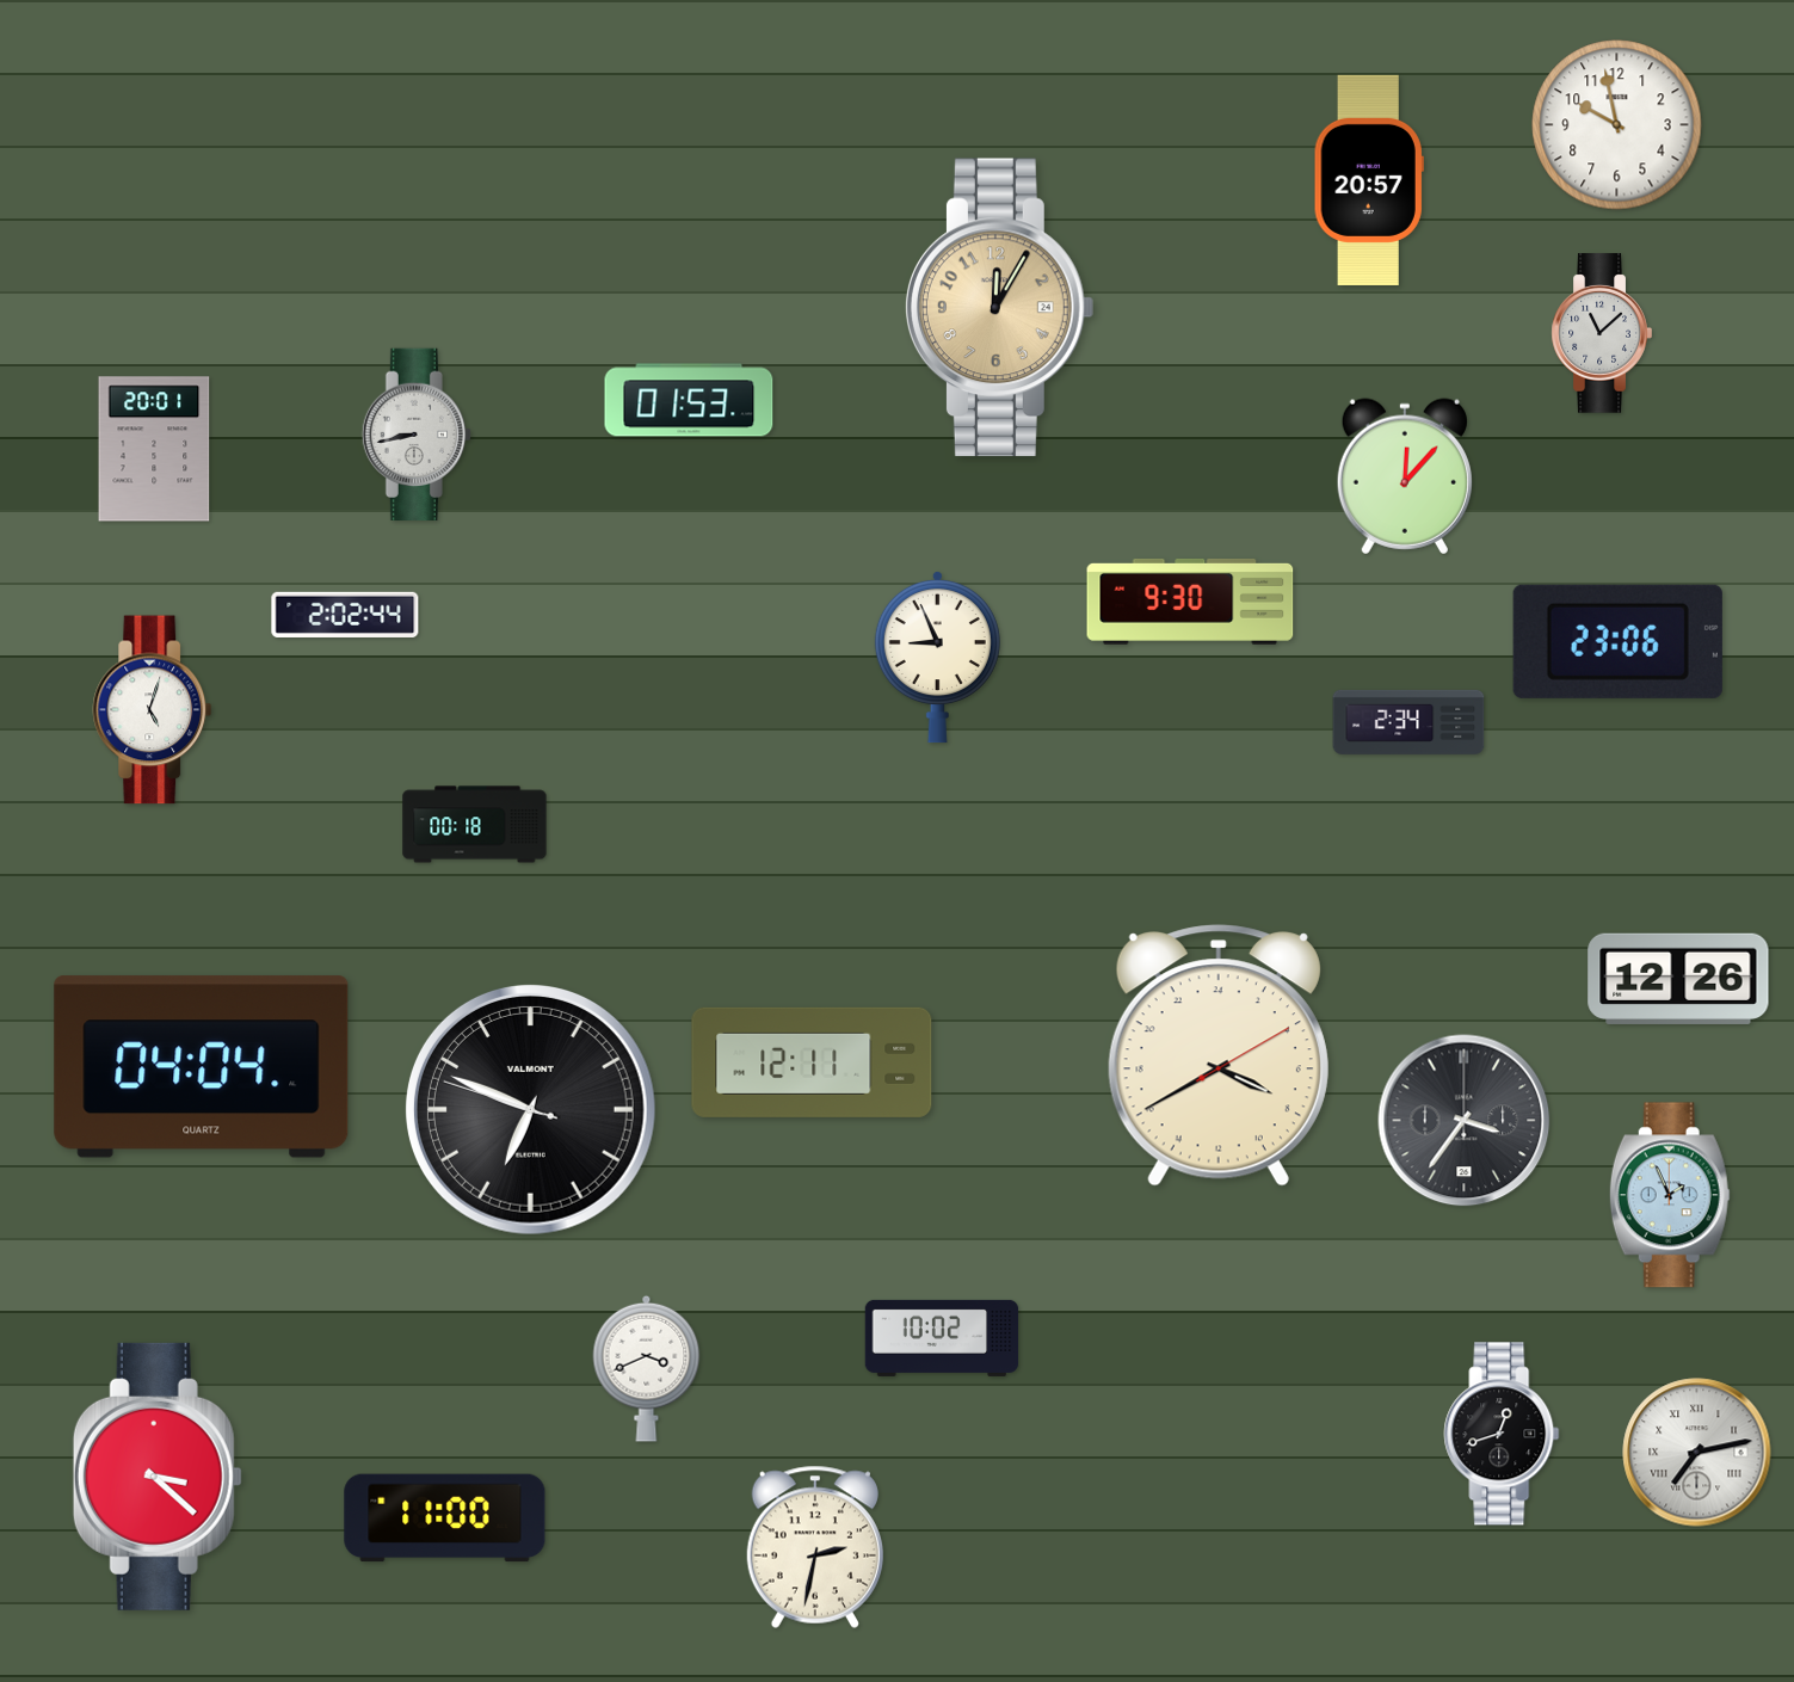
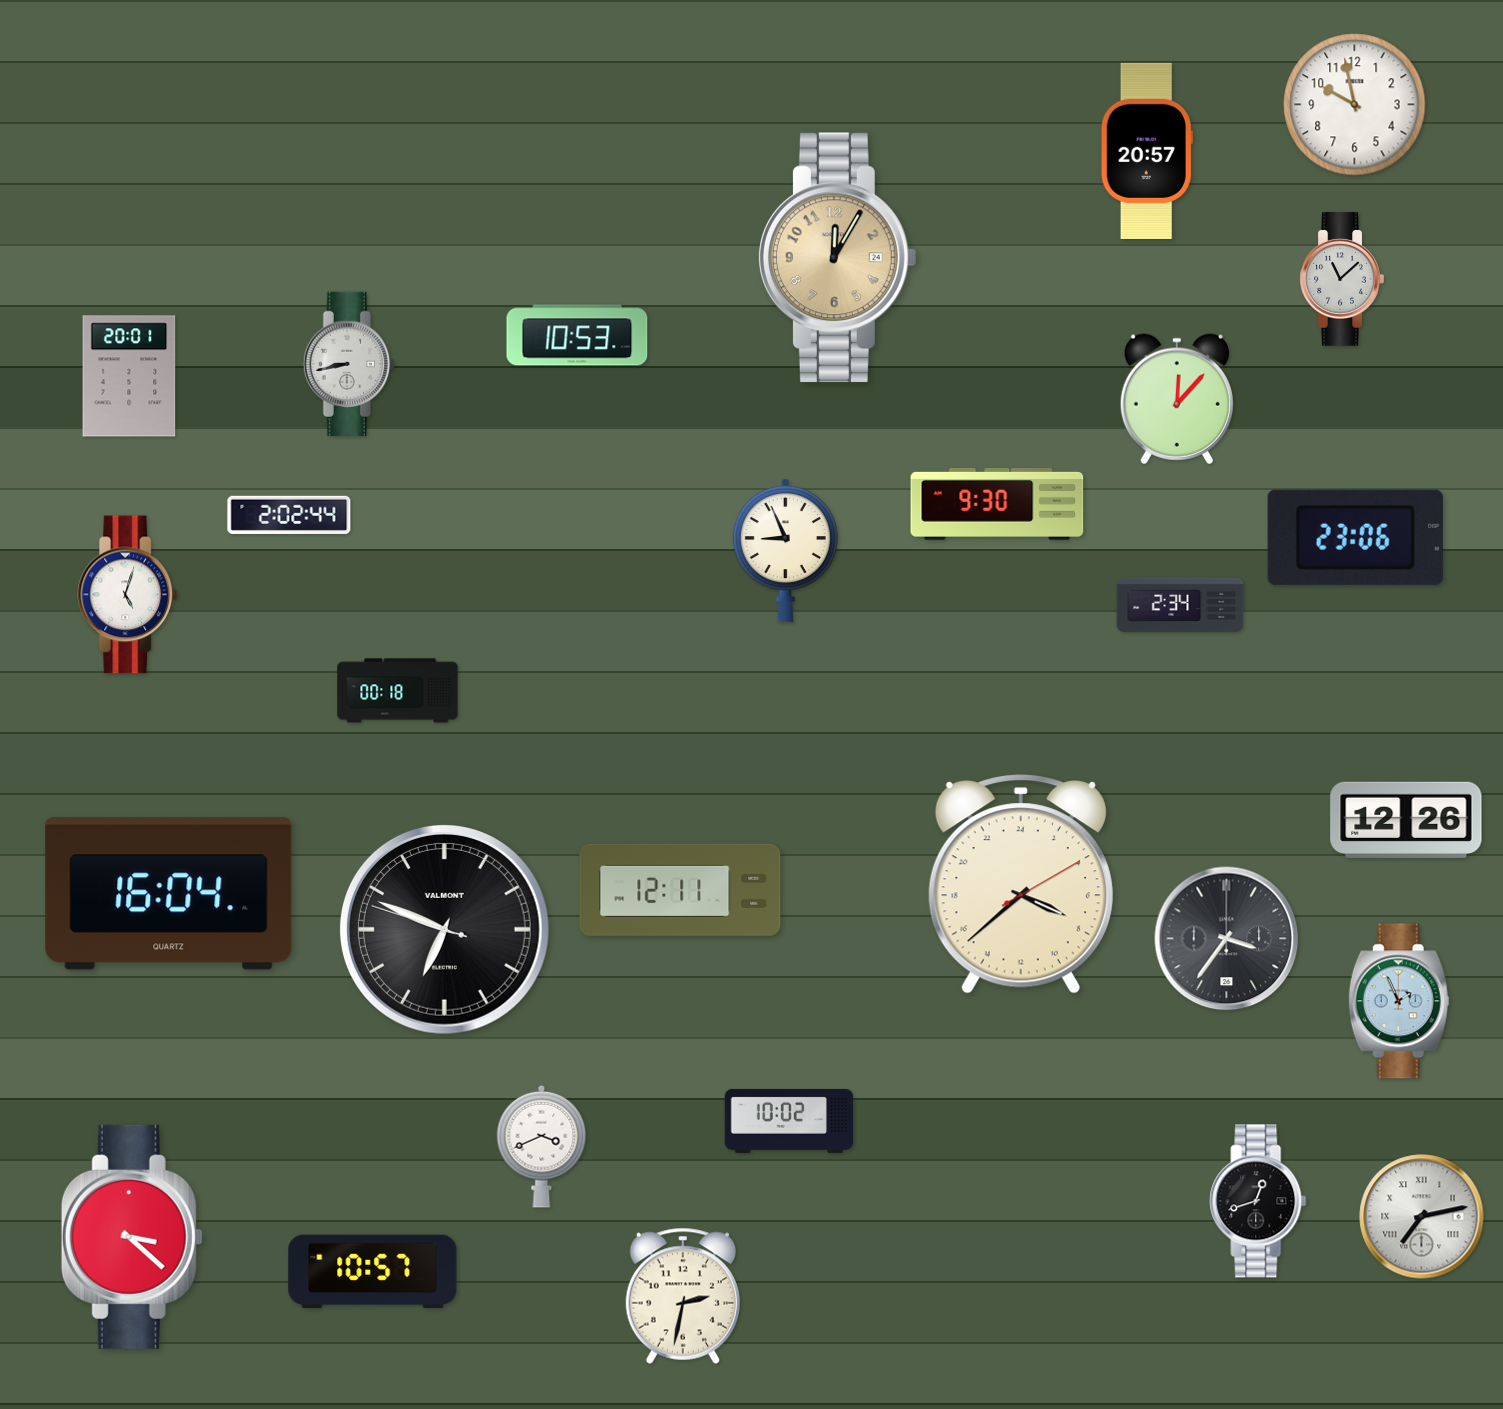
clock at (689, 400): 01:53 -> 10:53
clock at (1219, 1055): 7:40 -> 7:38
clock at (202, 1067): 04:04 -> 16:04
clock at (445, 1518): 11:00 -> 10:57
